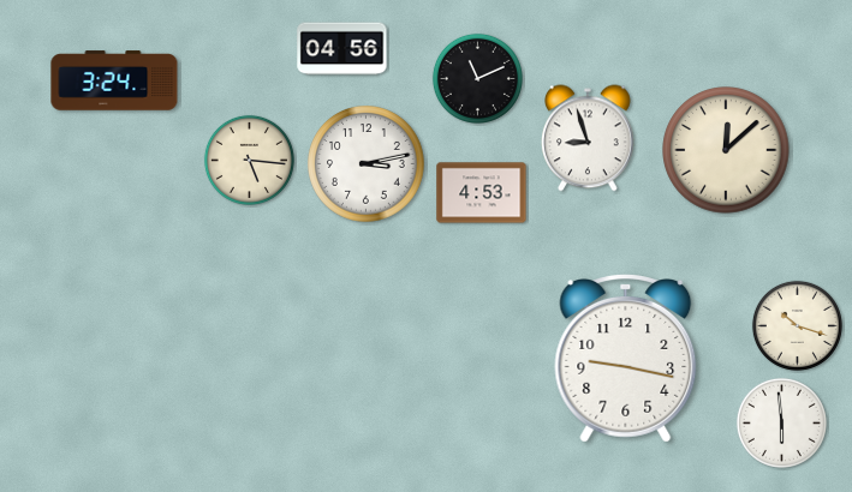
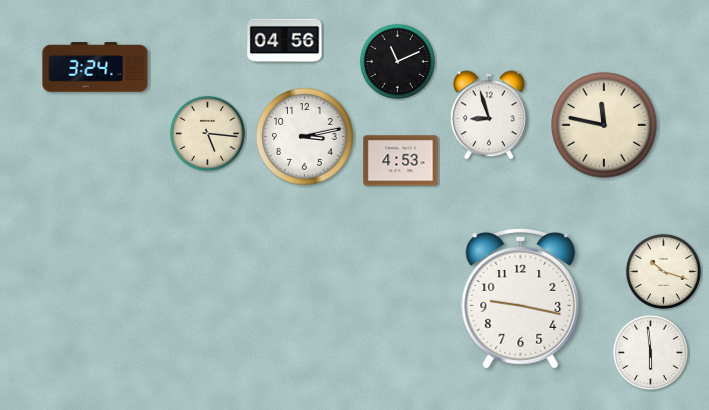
clock at (477, 78) position: (477, 78) -> (397, 61)
clock at (726, 150): 12:08 -> 11:47
